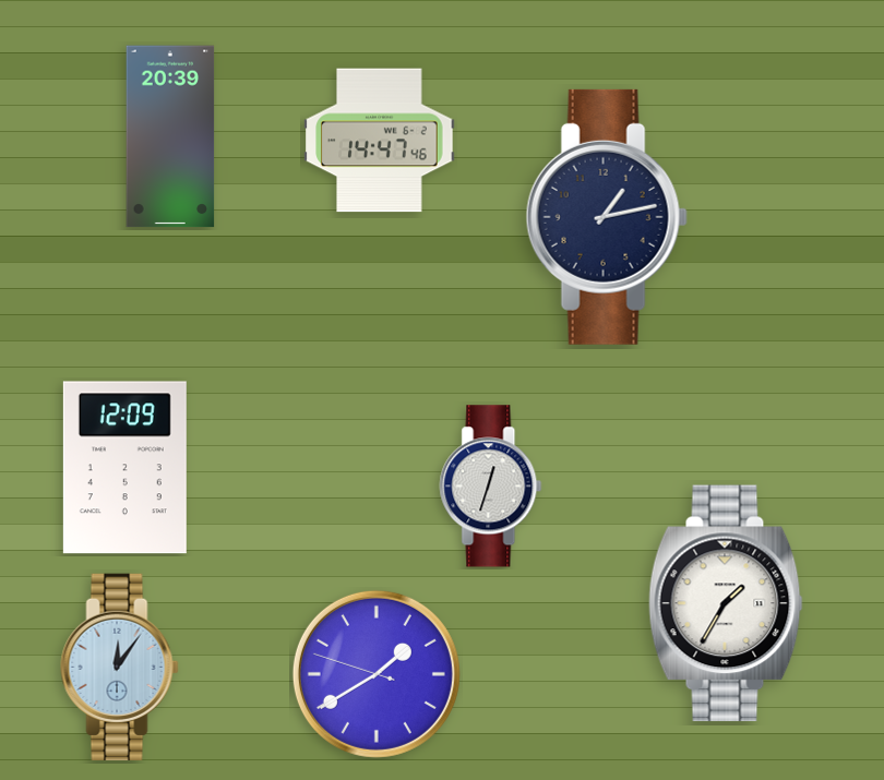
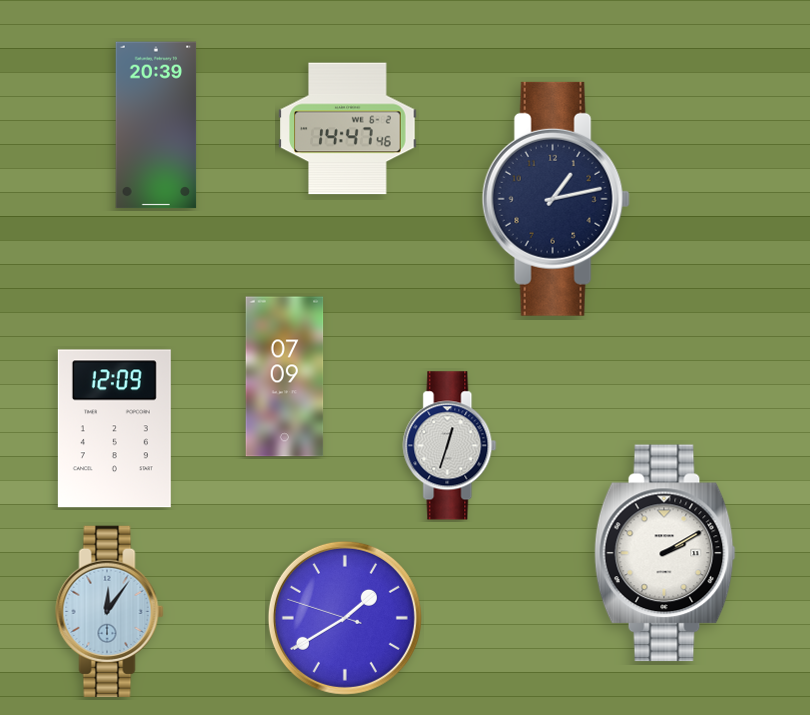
clock at (285, 377): none -> 07:09
clock at (726, 603): 1:35 -> 2:10
